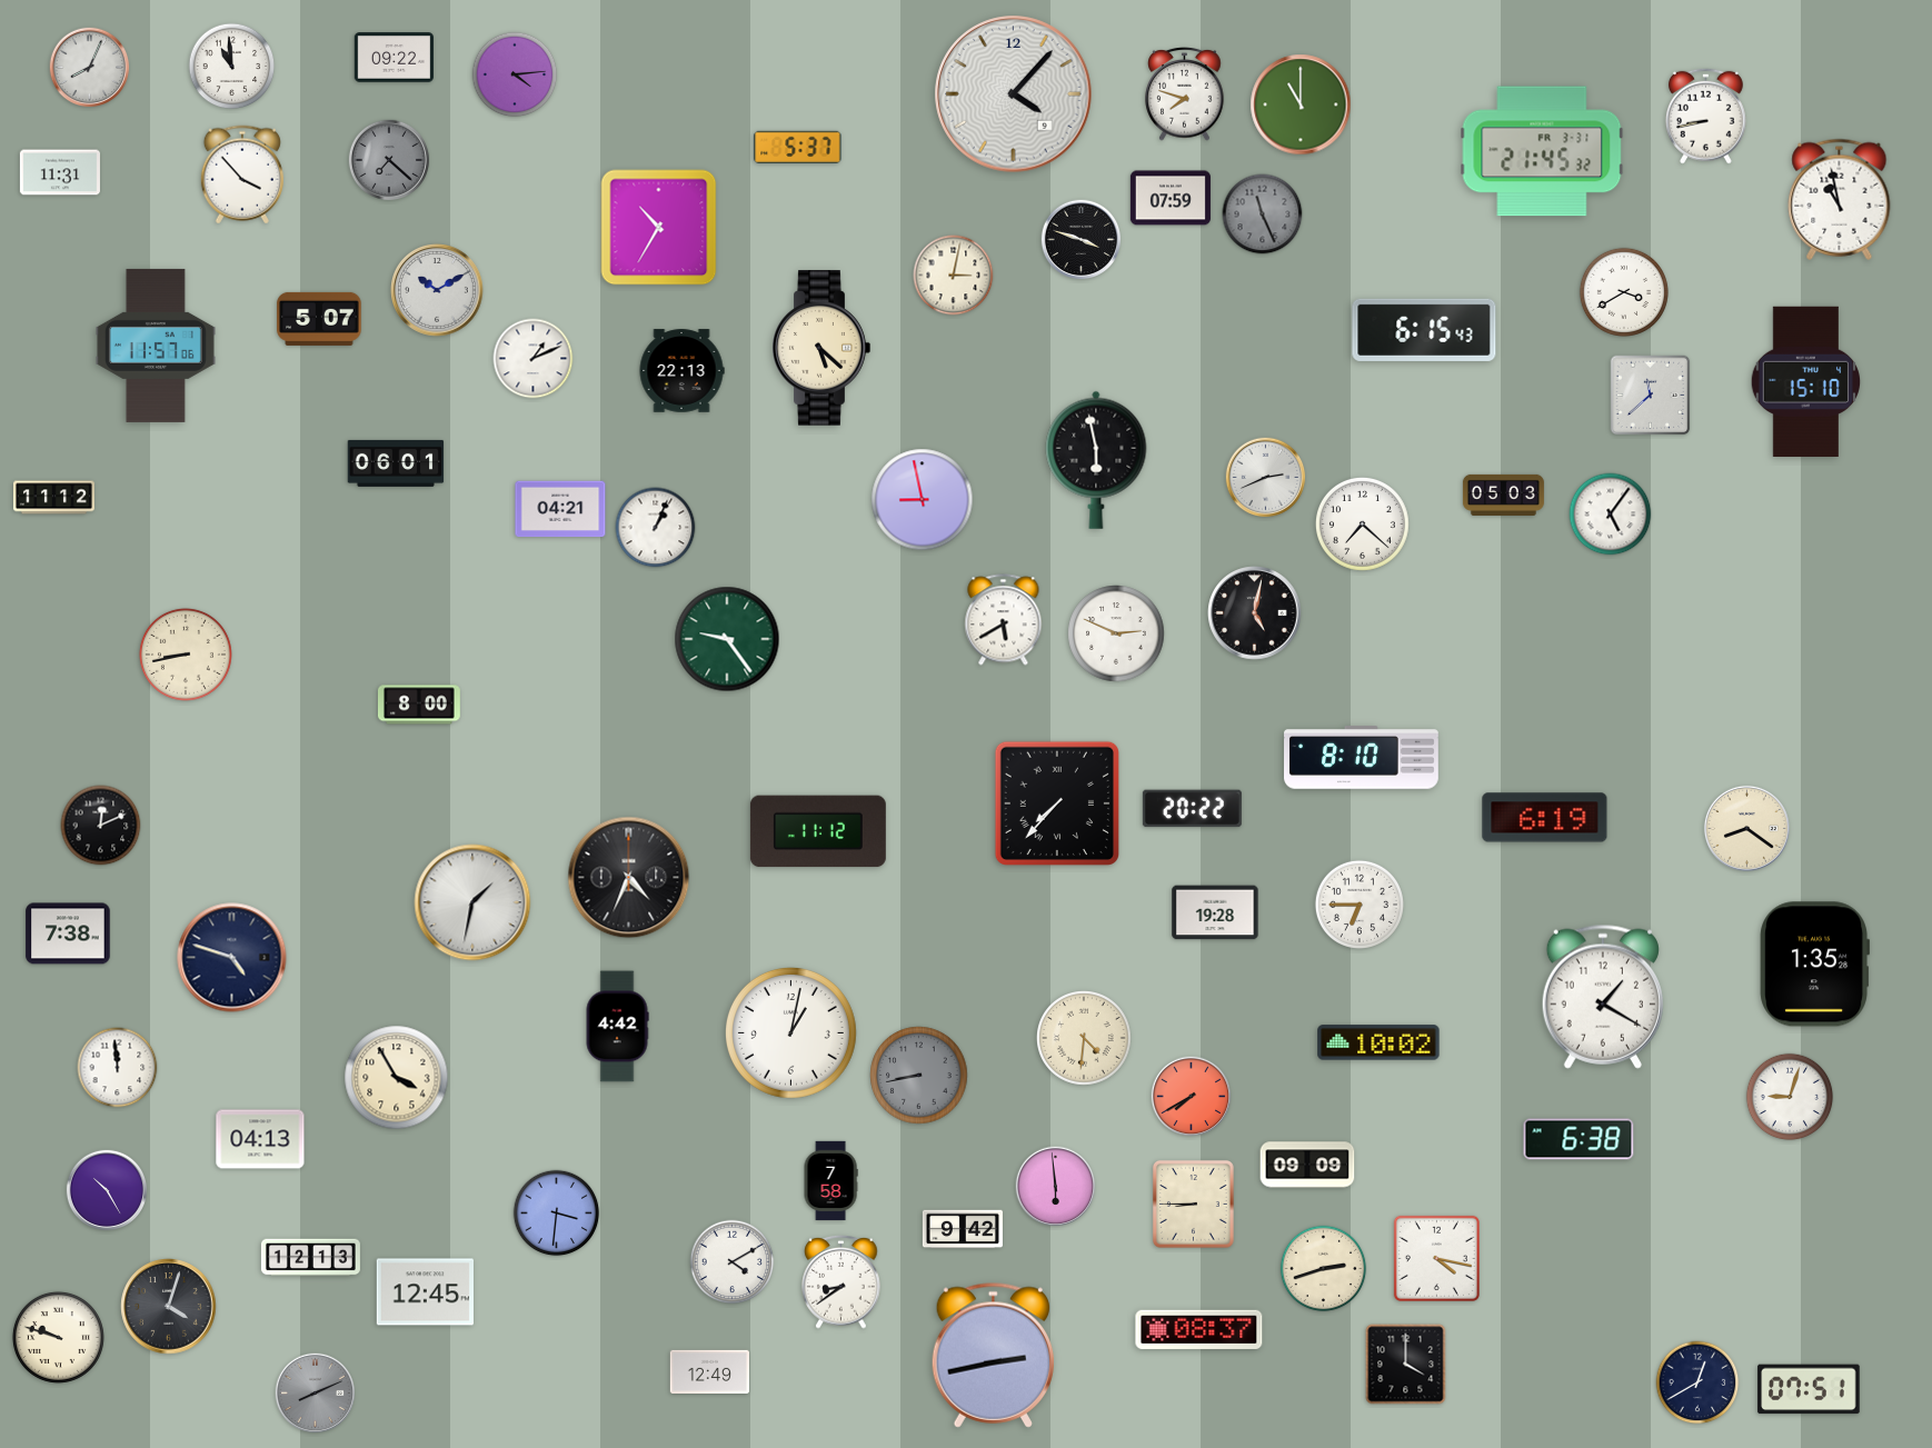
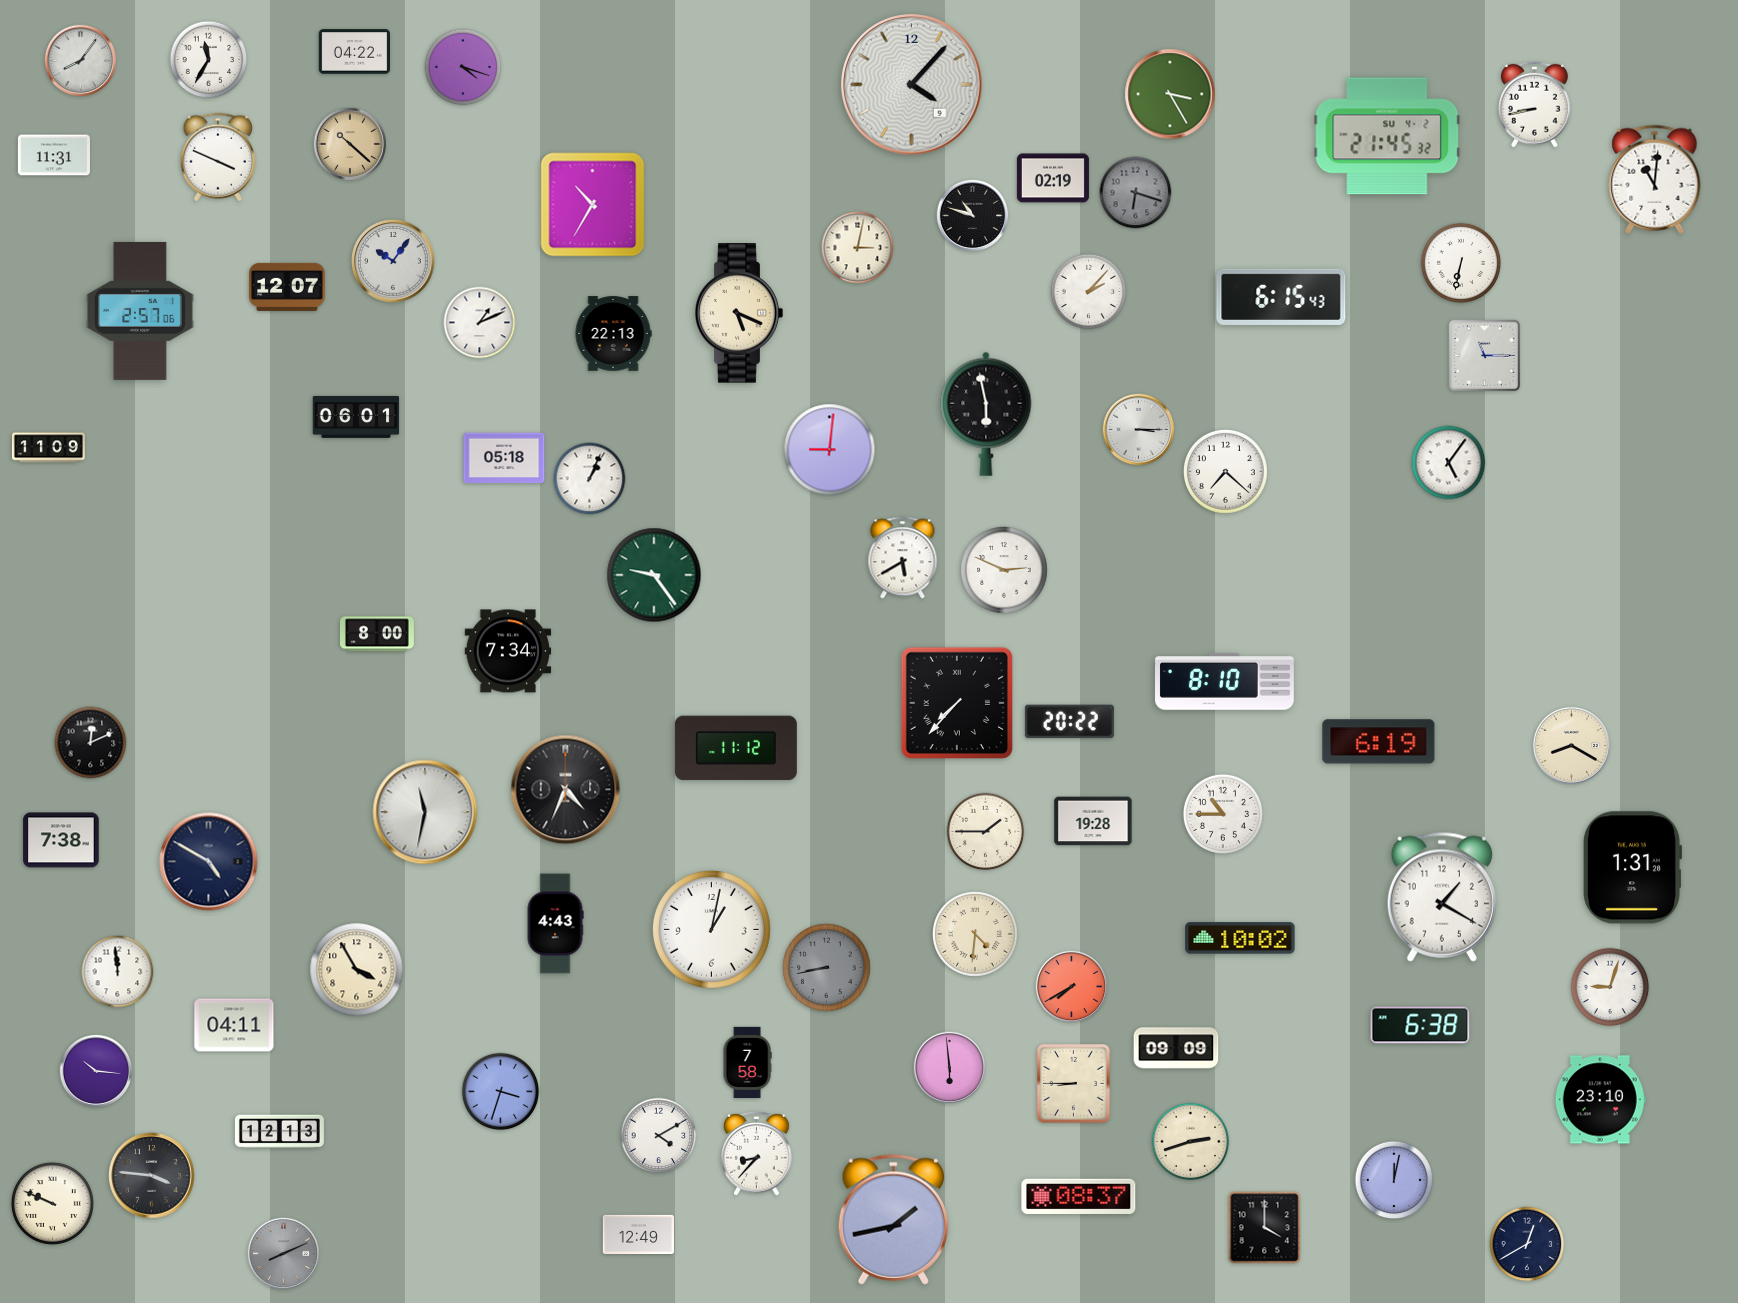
clock at (394, 58): 09:22 -> 04:22
clock at (232, 67): 10:59 -> 11:35
clock at (90, 68): 8:04 -> 8:06
clock at (515, 74): 4:14 -> 4:18
clock at (1185, 94): 7:48 -> none
clock at (1301, 104): 11:00 -> 3:25
clock at (798, 147): 5:37 -> none
clock at (1542, 151) date: FR 3-31 -> SU 4-2
clock at (388, 159): 7:22 -> 10:22
clock at (388, 159) dial: grey -> champagne
clock at (242, 174): 3:53 -> 3:49
clock at (1171, 198): 07:59 -> 02:19
clock at (1840, 199): 10:58 -> 11:01
clock at (1263, 214): 11:26 -> 6:18
clock at (1082, 240): 3:48 -> 10:48
clock at (437, 290): 10:10 -> 10:06
clock at (1624, 292): 3:40 -> 6:32
clock at (319, 319): 5:07 -> 12:07
clock at (1089, 292): none -> 2:07
clock at (156, 346): 11:57 -> 2:57
clock at (821, 349): 5:22 -> 5:19
clock at (1805, 381): 15:10 -> none
clock at (1651, 396): 11:38 -> 11:15
clock at (1266, 478): 2:41 -> 3:15
clock at (1503, 495): 05:03 -> none
clock at (53, 498): 11:12 -> 11:09
clock at (923, 500): 8:58 -> 9:01
clock at (560, 509): 04:21 -> 05:18
clock at (656, 528) position: (656, 528) -> (590, 479)
clock at (1255, 613): 5:02 -> none
clock at (186, 655): 8:43 -> none
clock at (508, 651): none -> 7:34
clock at (1057, 803) position: (1057, 803) -> (957, 703)
clock at (1192, 809) position: (1192, 809) -> (1069, 722)
clock at (1545, 818) position: (1545, 818) -> (1379, 742)
clock at (1746, 828): 8:21 -> 8:20
clock at (472, 902): 1:32 -> 11:32
clock at (1360, 905): 6:45 -> 10:45
clock at (986, 832): none -> 1:45
clock at (232, 958): 4:48 -> 4:50
clock at (1814, 965): 1:35 -> 1:31
clock at (617, 1027): 4:42 -> 4:43
clock at (118, 1068) position: (118, 1068) -> (118, 972)
clock at (260, 1139): 04:13 -> 04:11
clock at (106, 1189): 10:25 -> 10:16
clock at (557, 1214): 3:31 -> 3:33
clock at (1600, 1100): none -> 23:10
clock at (963, 1229): 9:42 -> none
clock at (1436, 1258): 4:17 -> none
clock at (841, 1282): 8:39 -> 8:37
clock at (425, 1292): 12:45 -> none
clock at (169, 1307): 4:03 -> 3:46
clock at (1394, 1180): none -> 12:02
clock at (58, 1337): 9:48 -> 9:49
clock at (993, 1355): 2:43 -> 1:43
clock at (1809, 1389): 07:51 -> none
